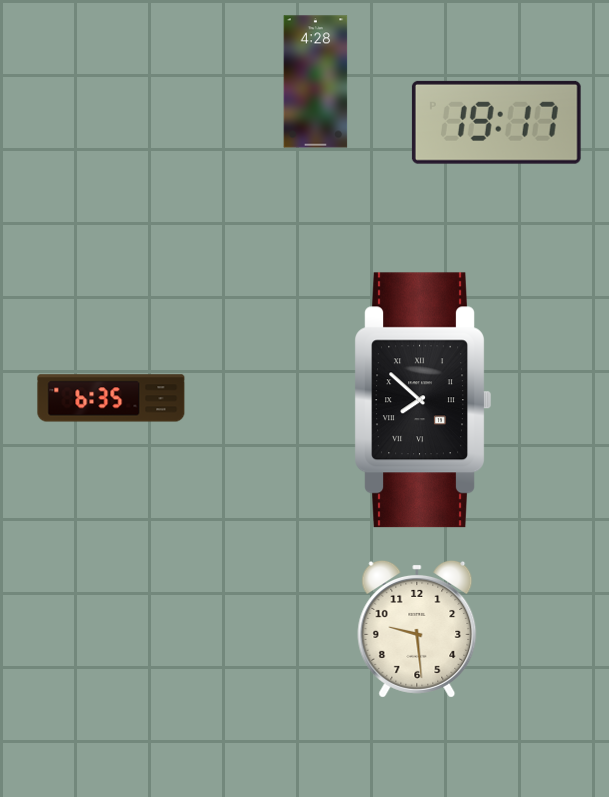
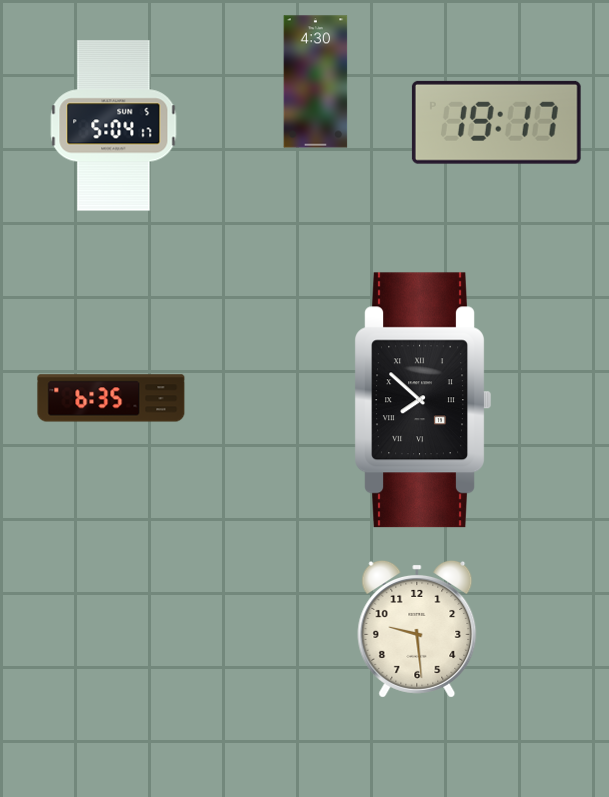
clock at (316, 82): 4:28 -> 4:30
clock at (114, 126): none -> 5:04
